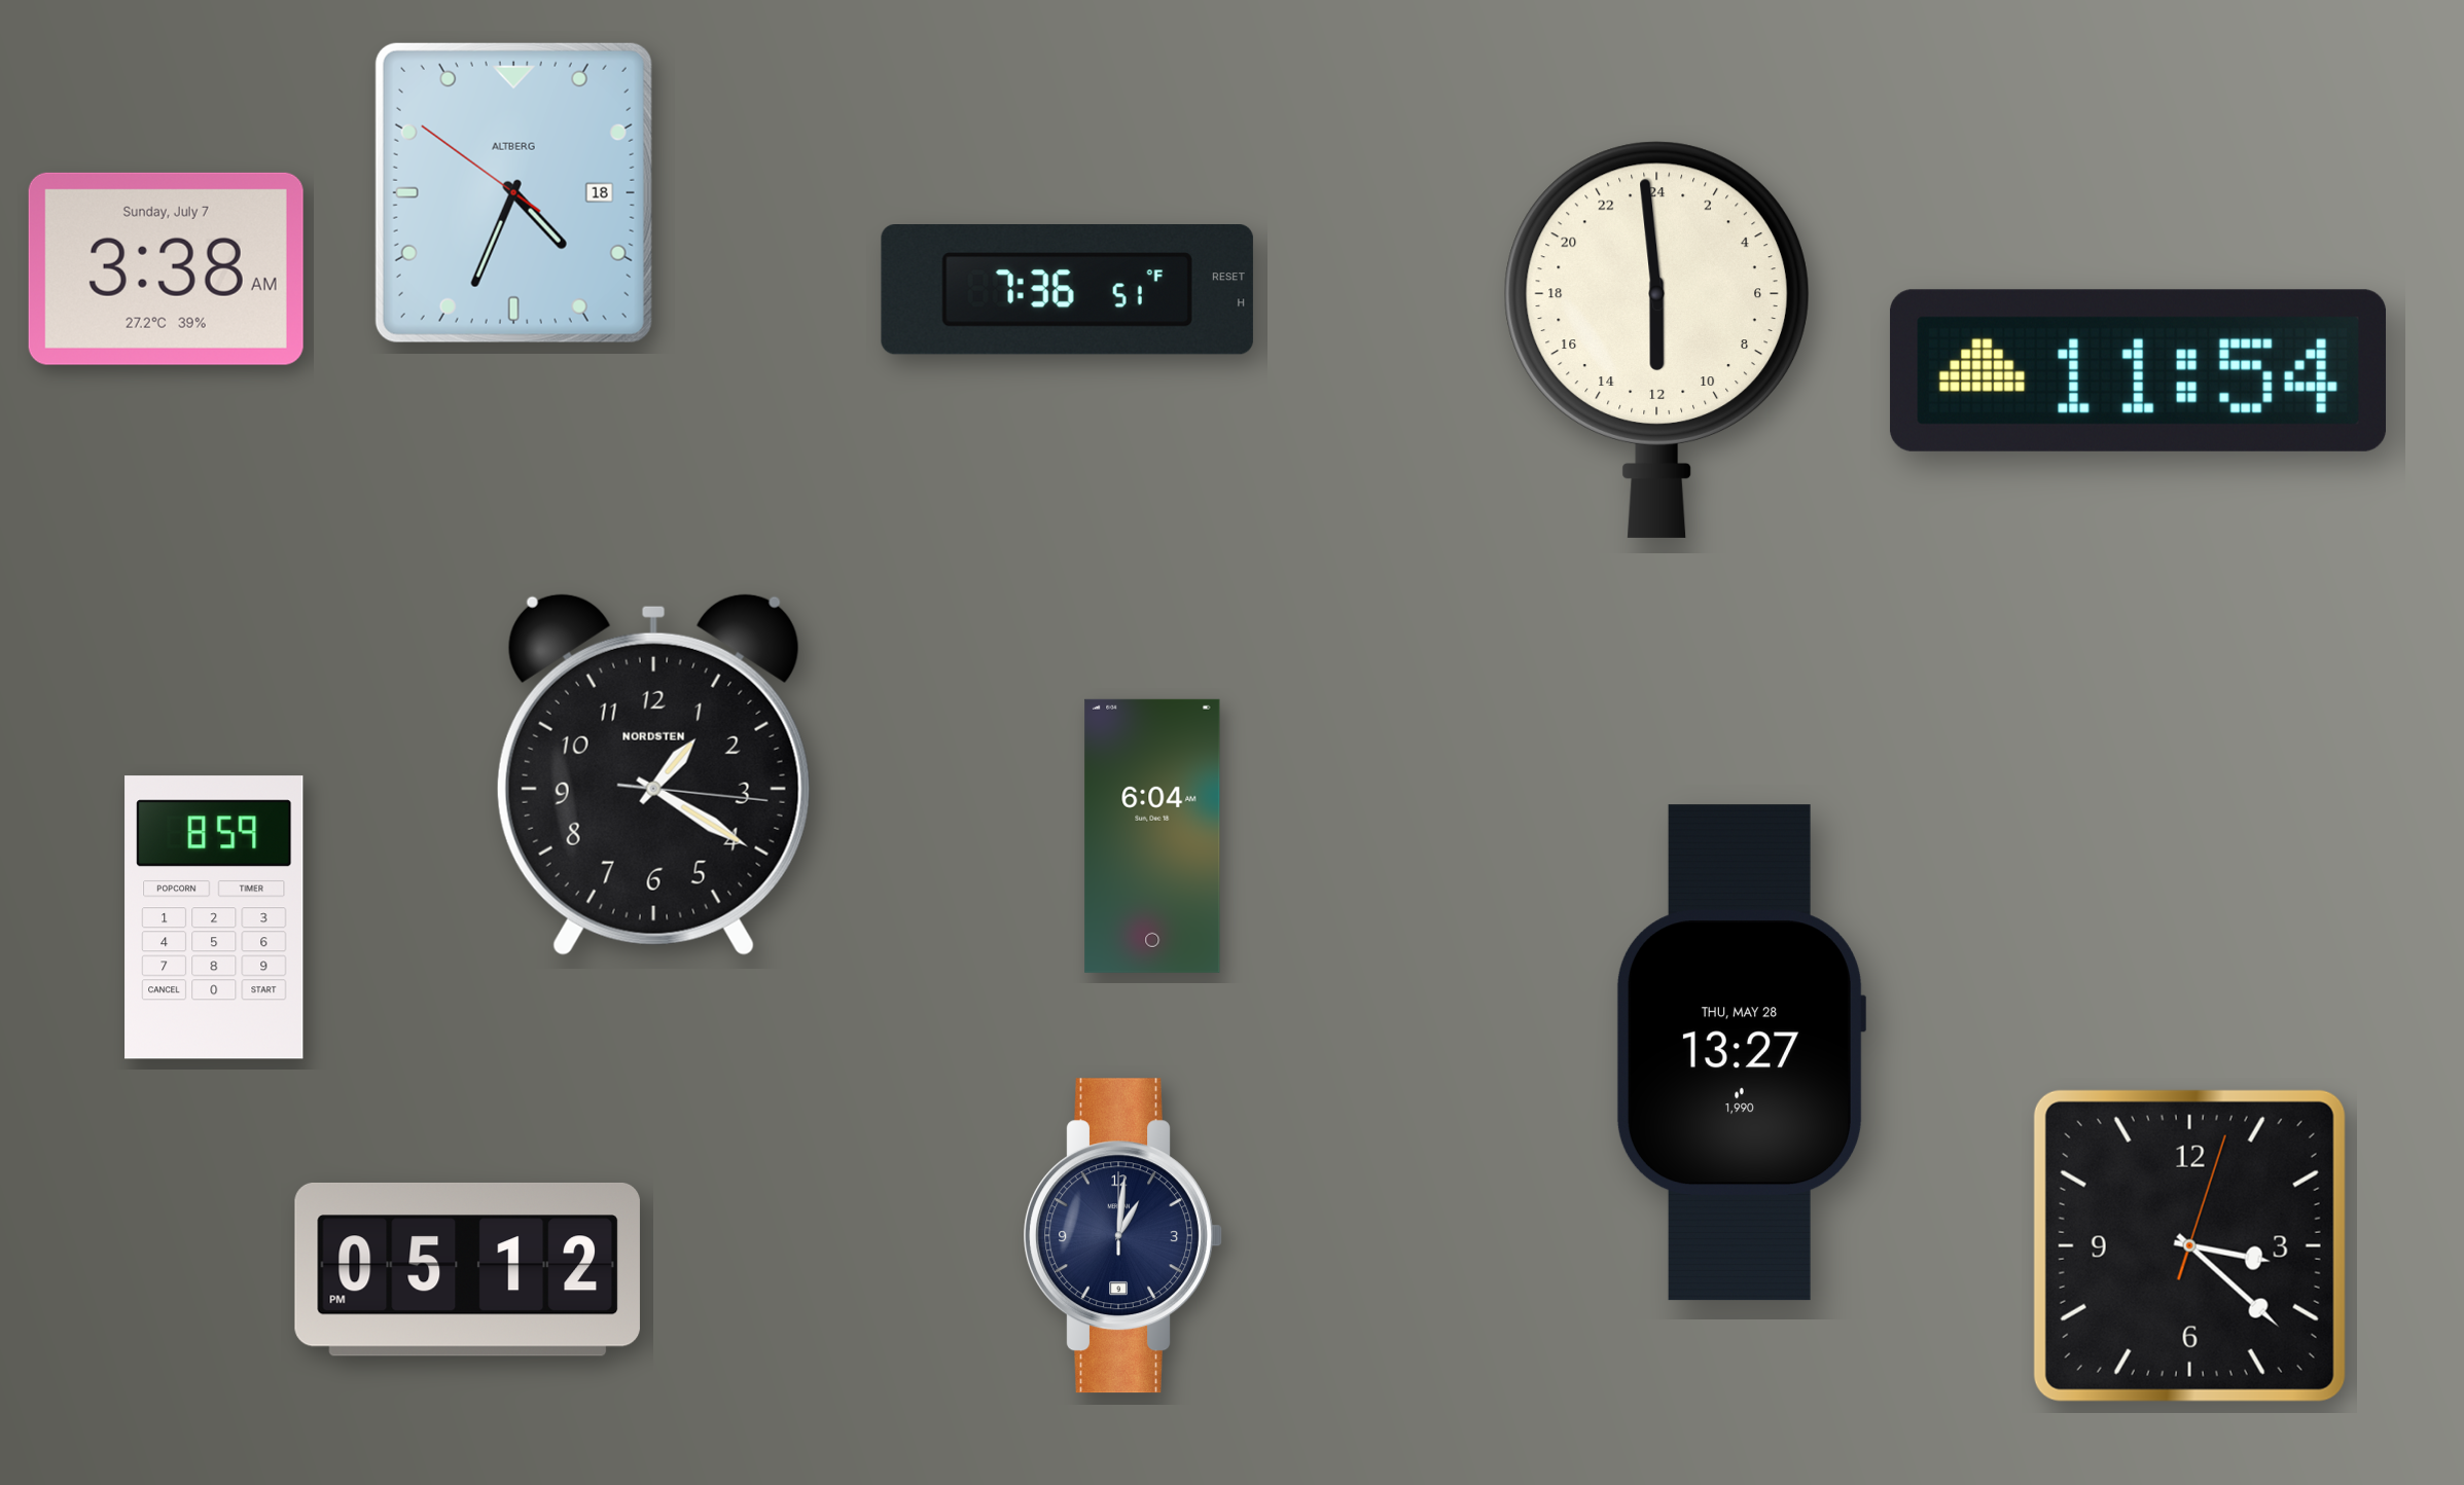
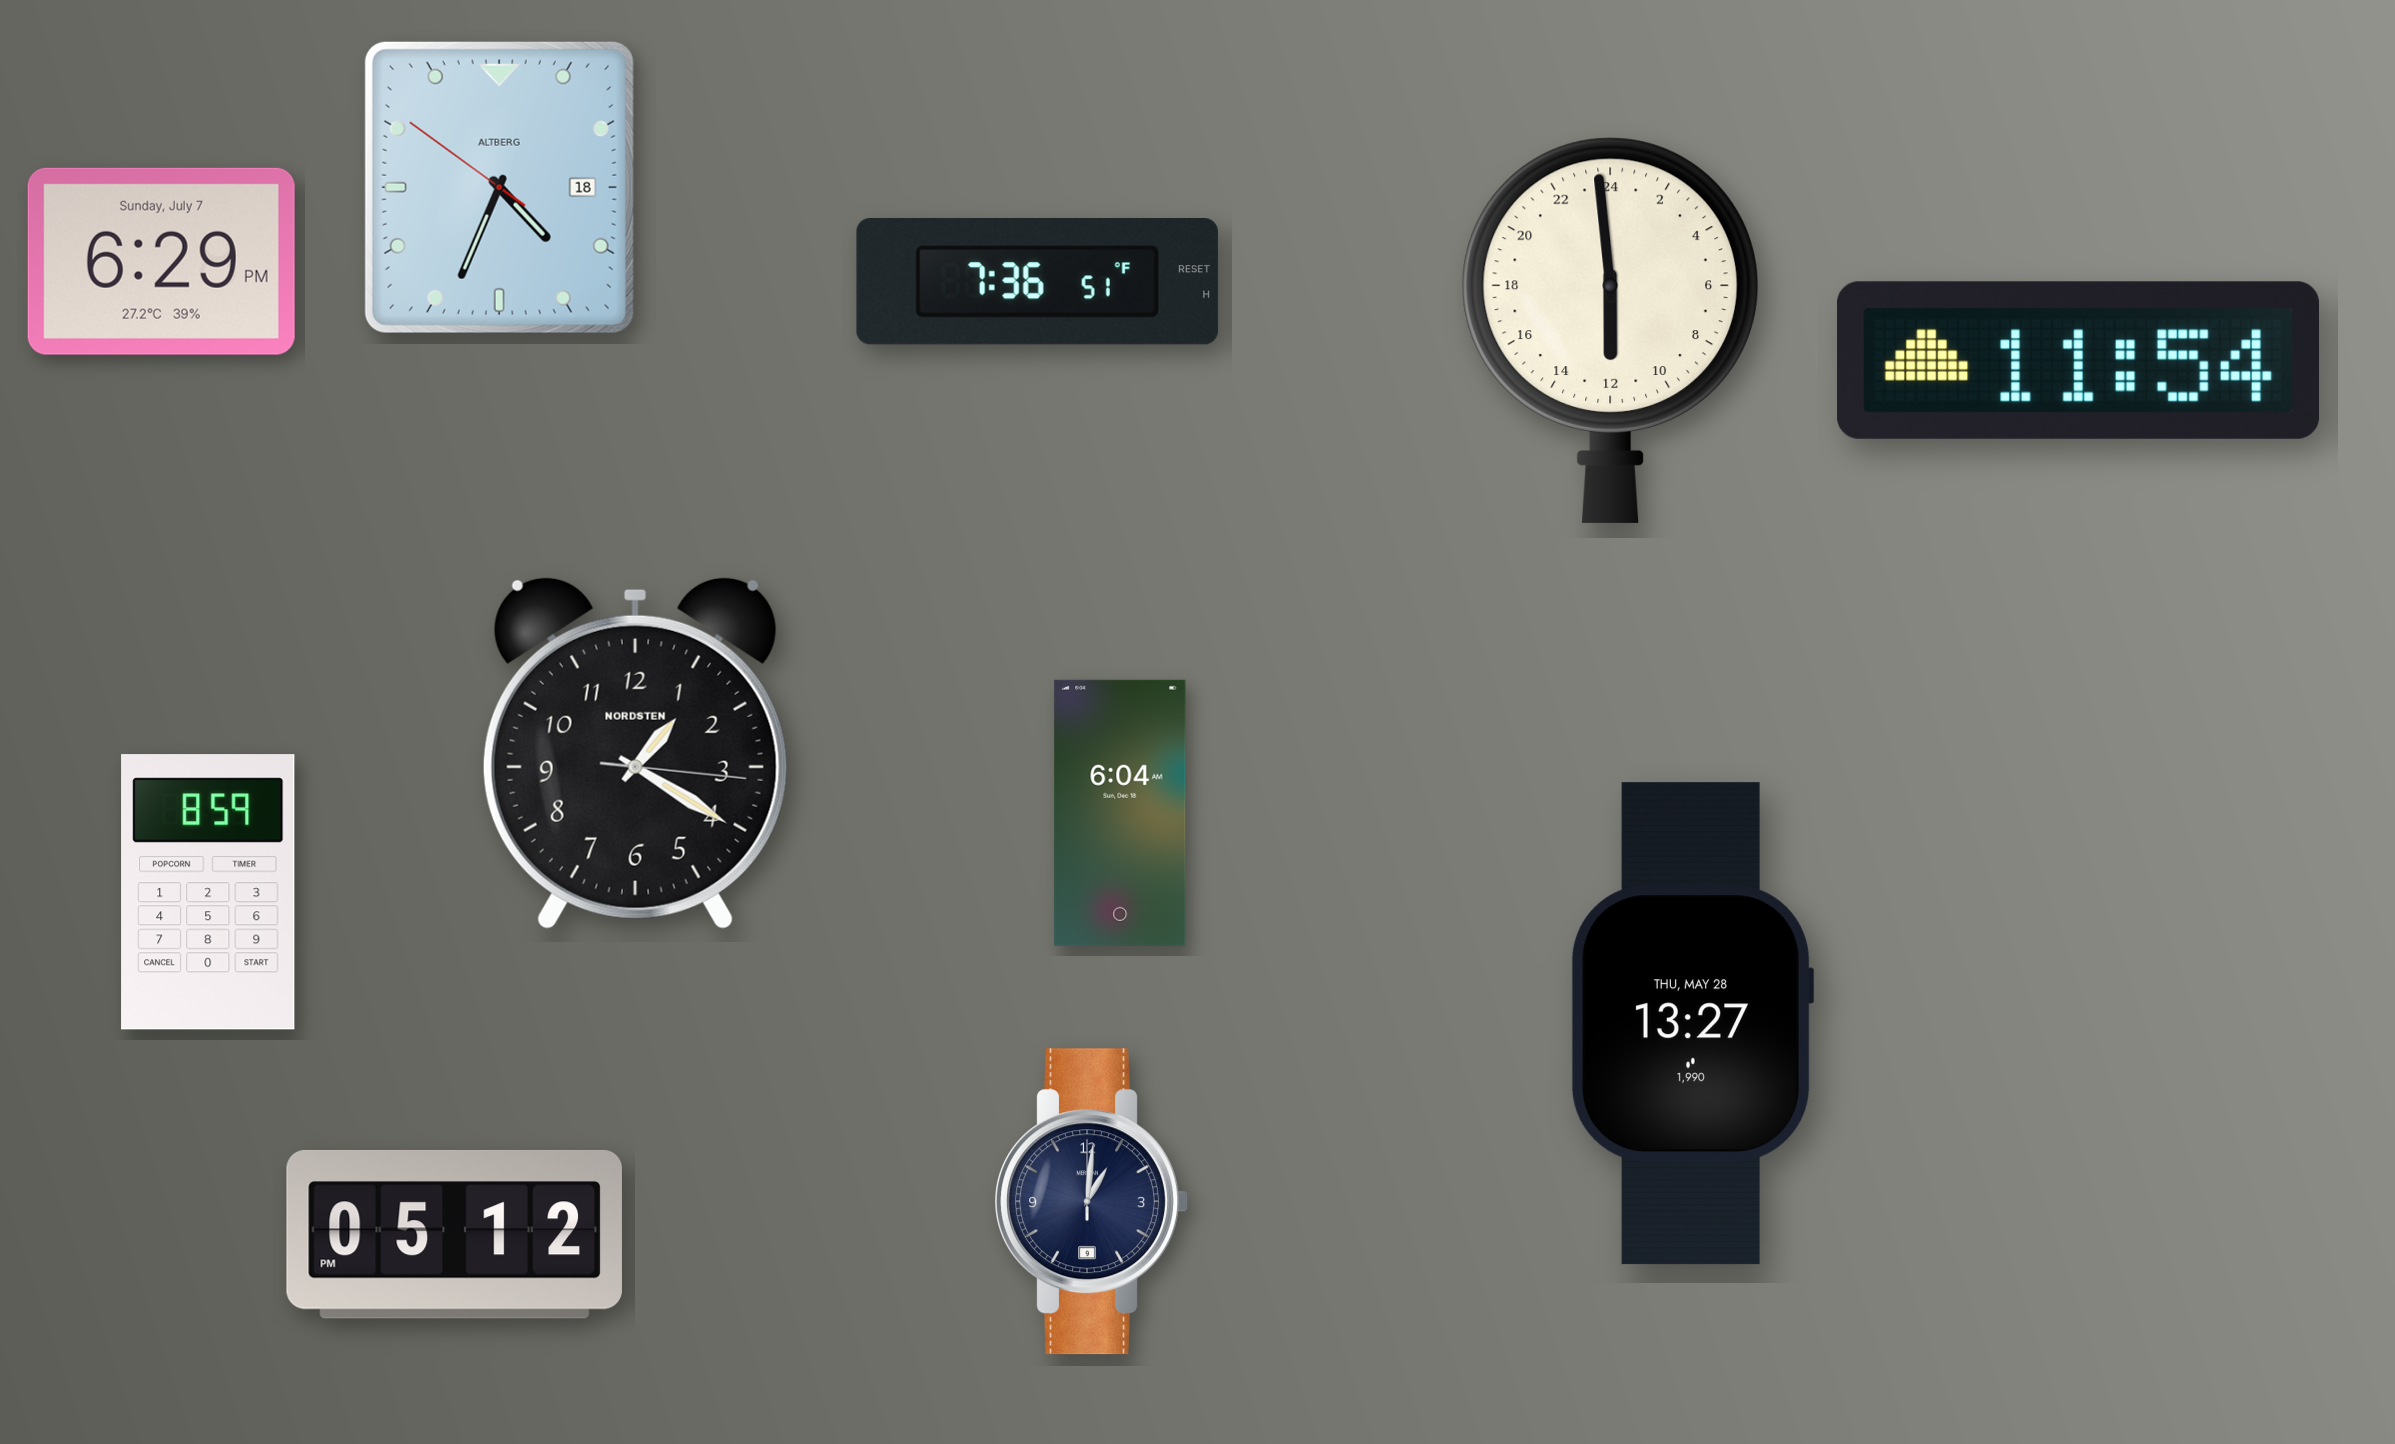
clock at (166, 268): 3:38 -> 6:29
clock at (2189, 1245): 3:22 -> none
